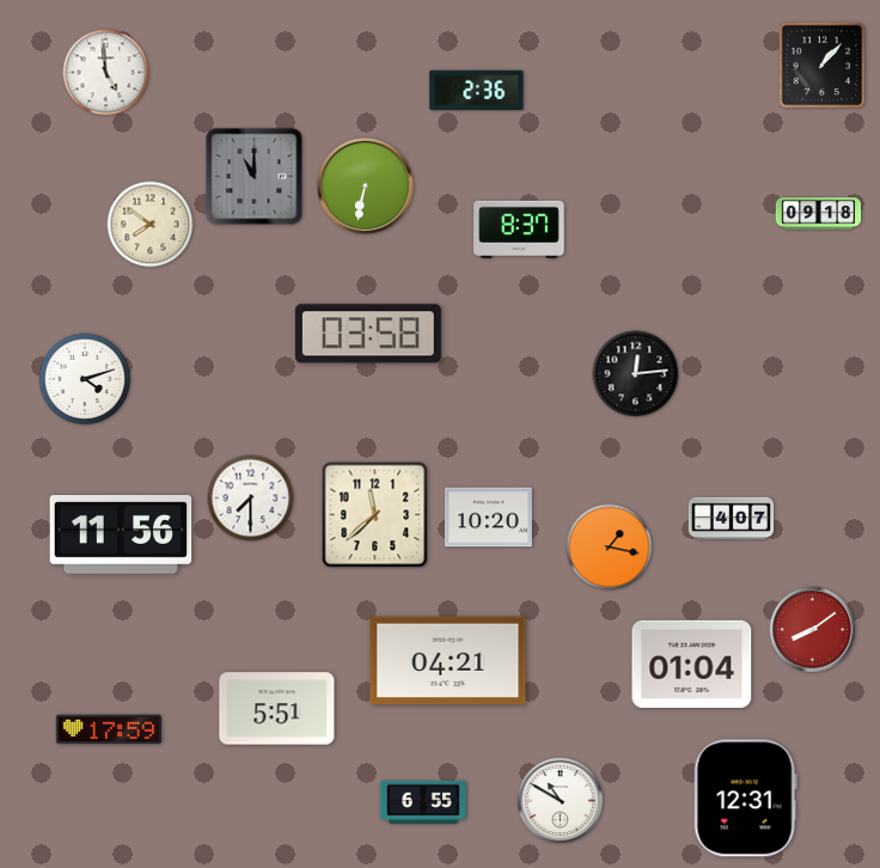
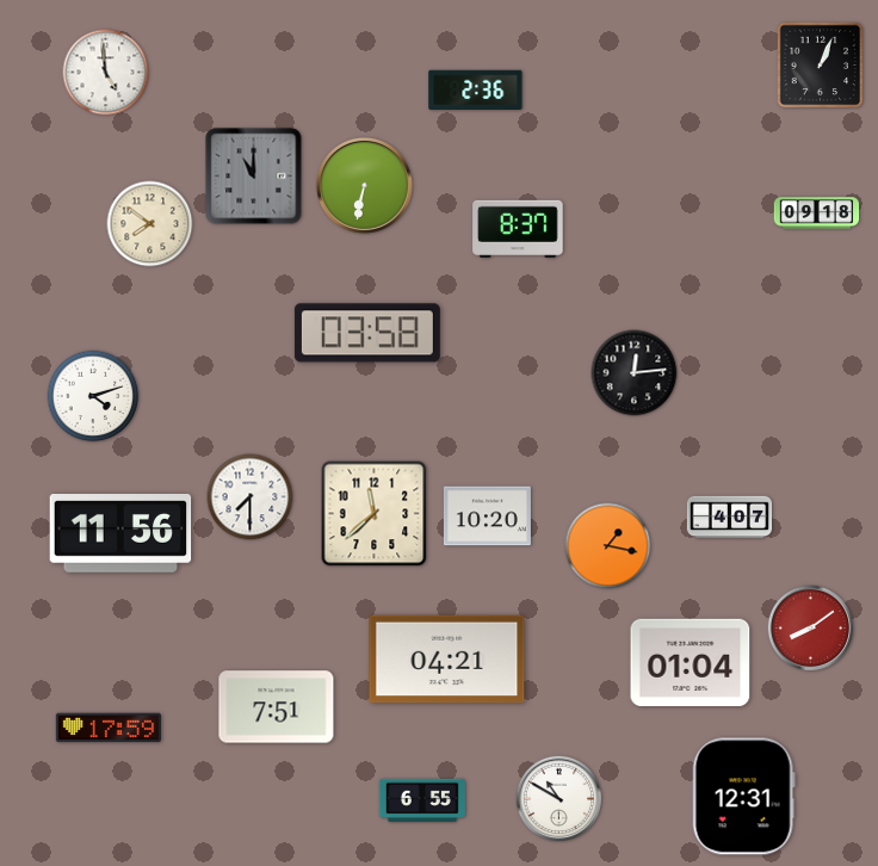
clock at (823, 66): 1:07 -> 1:04
clock at (85, 379) position: (85, 379) -> (93, 396)
clock at (277, 709): 5:51 -> 7:51
